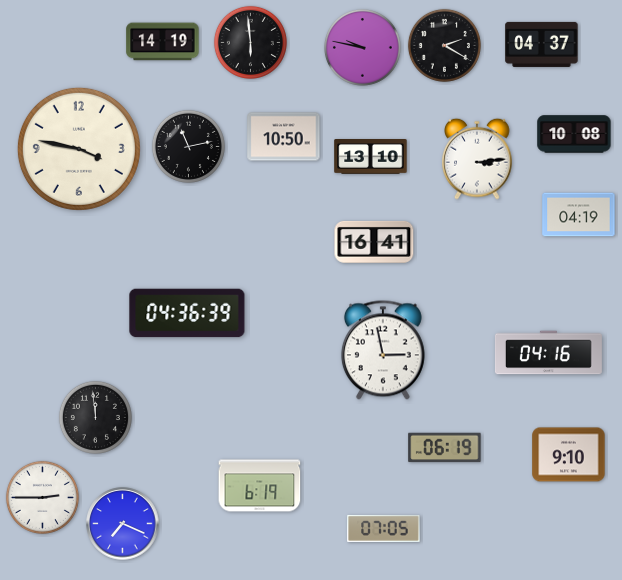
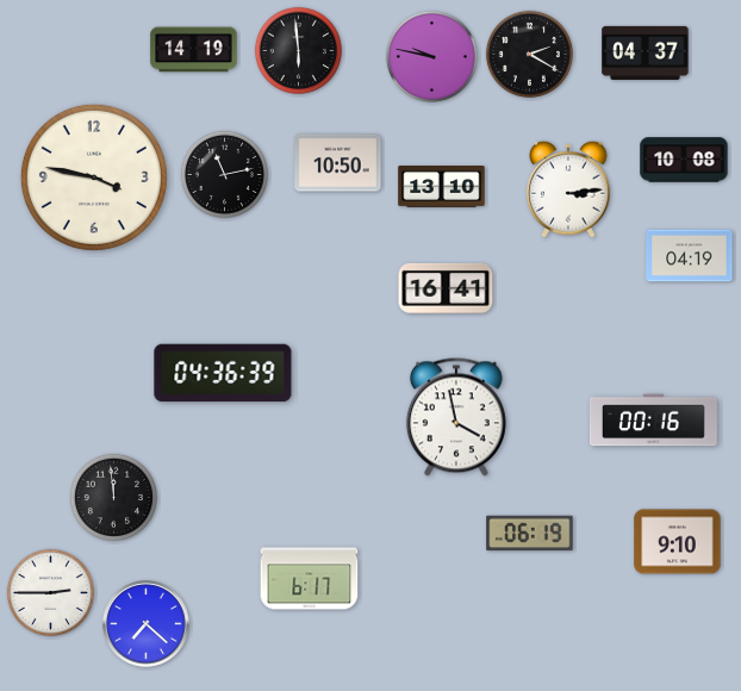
clock at (383, 350): 2:58 -> 3:58
clock at (548, 353): 04:16 -> 00:16
clock at (260, 486): 6:19 -> 6:17
clock at (123, 524): 7:19 -> 7:22
clock at (384, 528): 07:05 -> none
